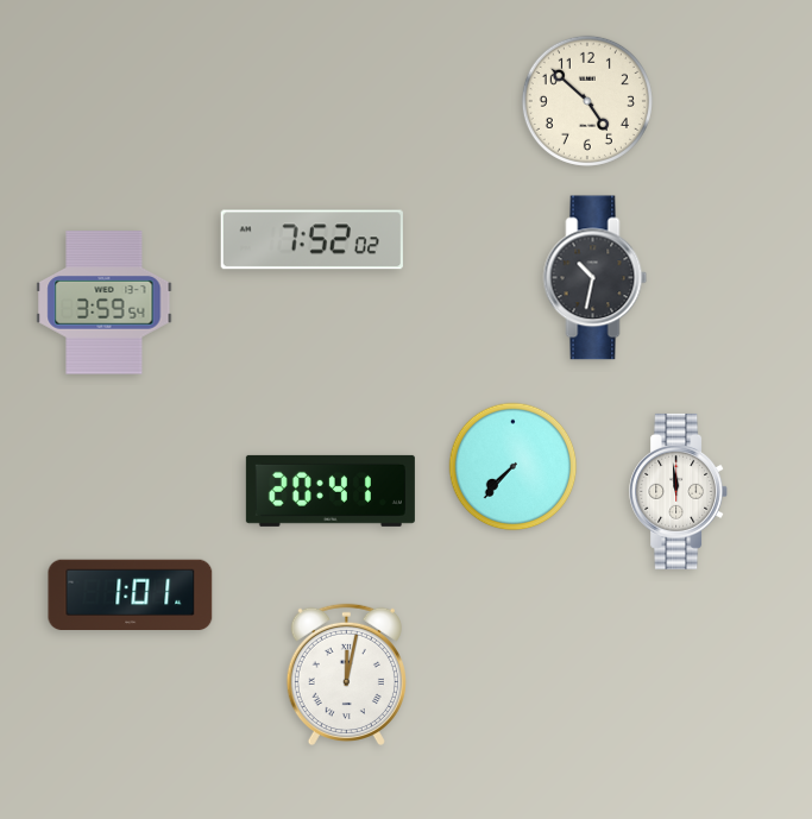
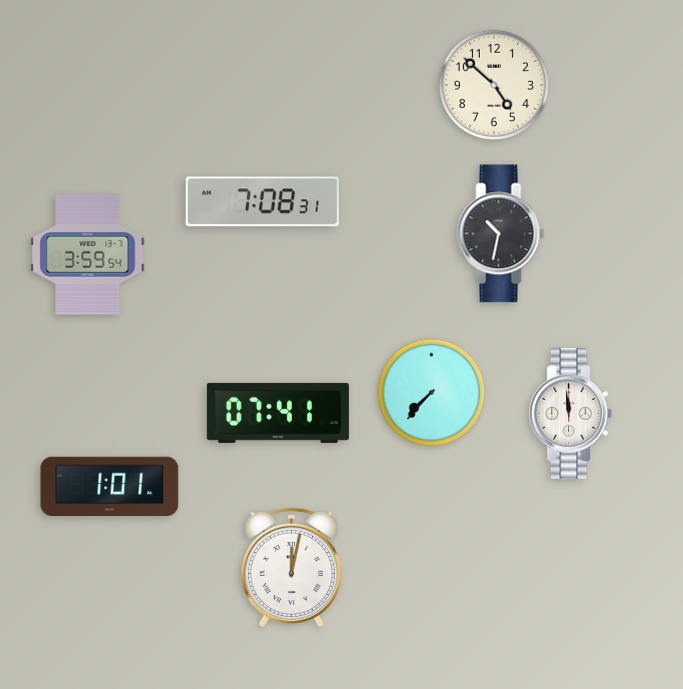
clock at (311, 240): 7:52 -> 7:08
clock at (331, 491): 20:41 -> 07:41
clock at (131, 596) position: (131, 596) -> (110, 487)
